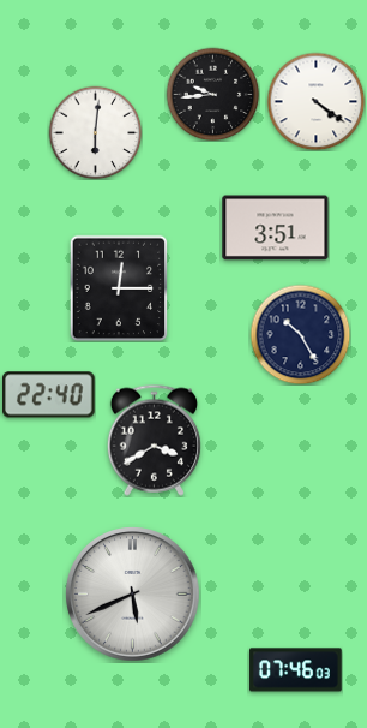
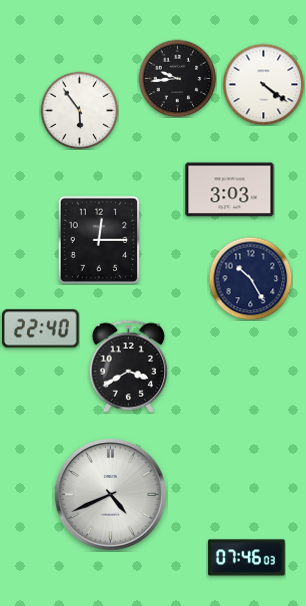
clock at (95, 132): 6:01 -> 5:54
clock at (276, 228): 3:51 -> 3:03
clock at (133, 595): 5:41 -> 4:41
